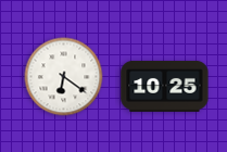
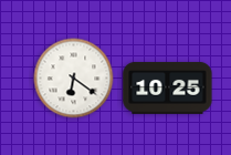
clock at (64, 77) position: (64, 77) -> (74, 79)
